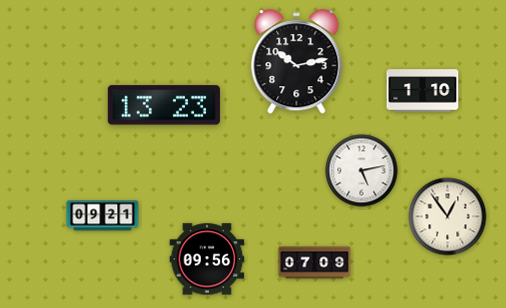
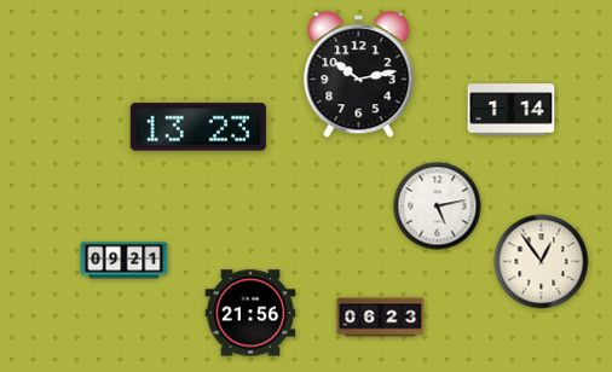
clock at (423, 91): 1:10 -> 1:14
clock at (207, 259): 09:56 -> 21:56
clock at (315, 263): 07:09 -> 06:23
